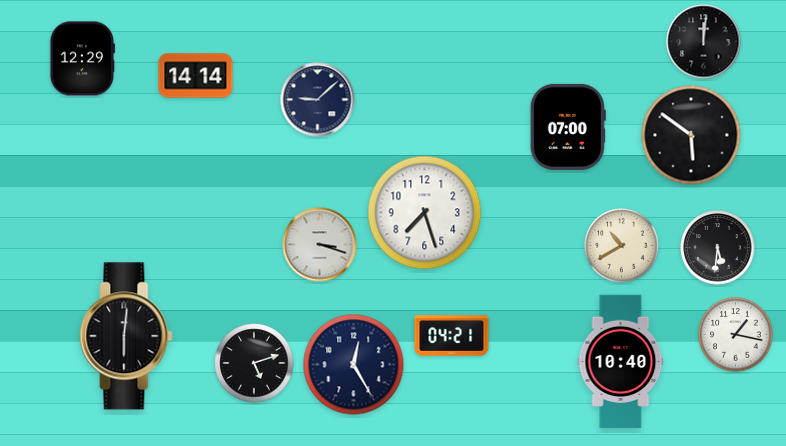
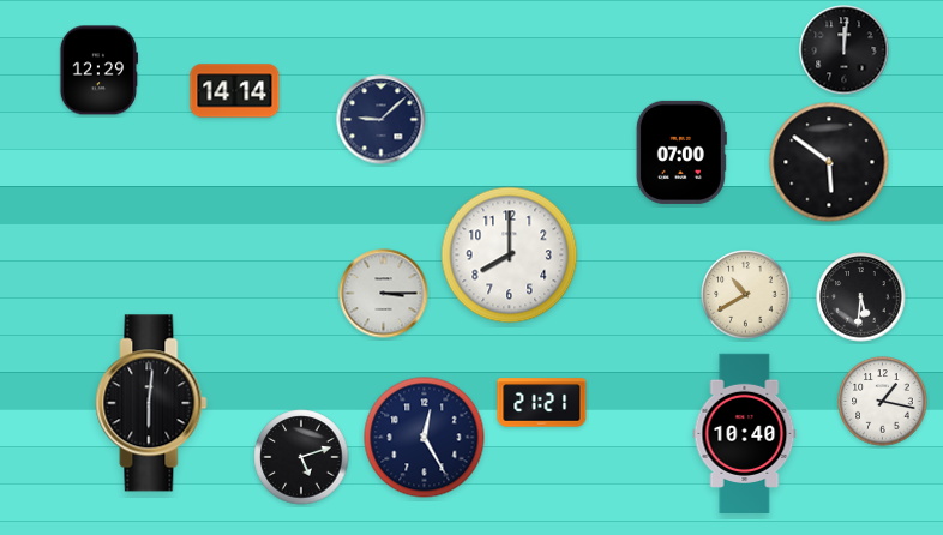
clock at (425, 213): 7:27 -> 8:00
clock at (320, 245): 3:18 -> 3:15
clock at (452, 336): 04:21 -> 21:21
clock at (254, 363) position: (254, 363) -> (301, 457)
